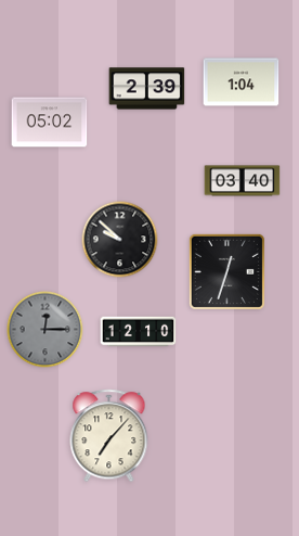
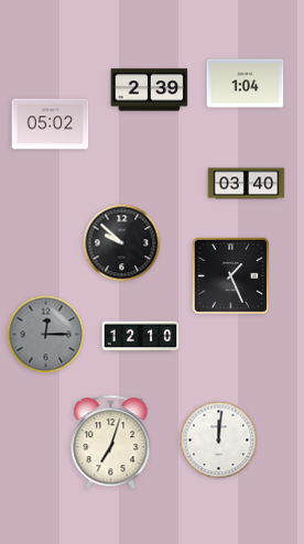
clock at (226, 271): 12:33 -> 1:26
clock at (219, 440): none -> 12:01
clock at (109, 436): 7:07 -> 7:03
